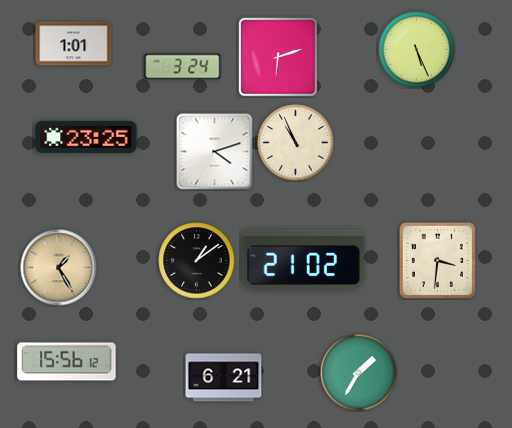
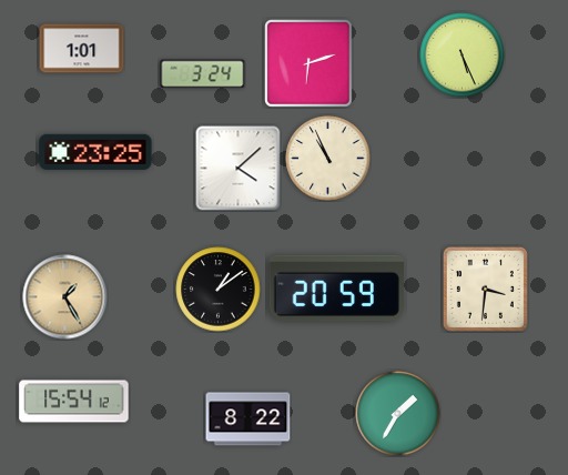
clock at (215, 152): 4:12 -> 4:08
clock at (303, 260): 21:02 -> 20:59
clock at (67, 362): 15:56 -> 15:54
clock at (224, 378): 6:21 -> 8:22
